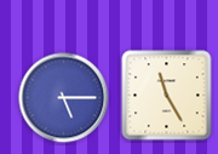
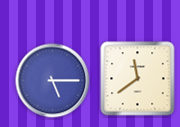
clock at (167, 96): 11:25 -> 11:39
